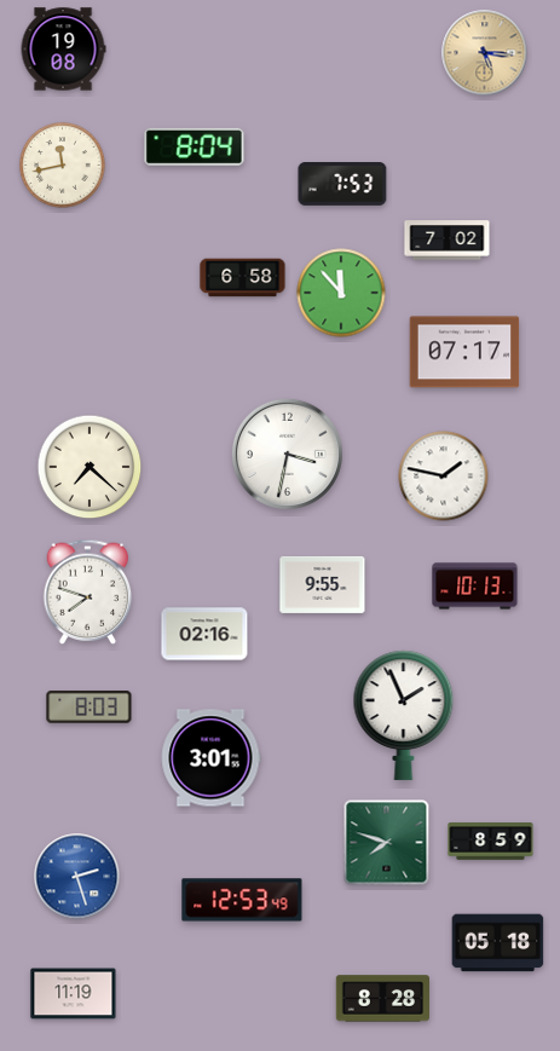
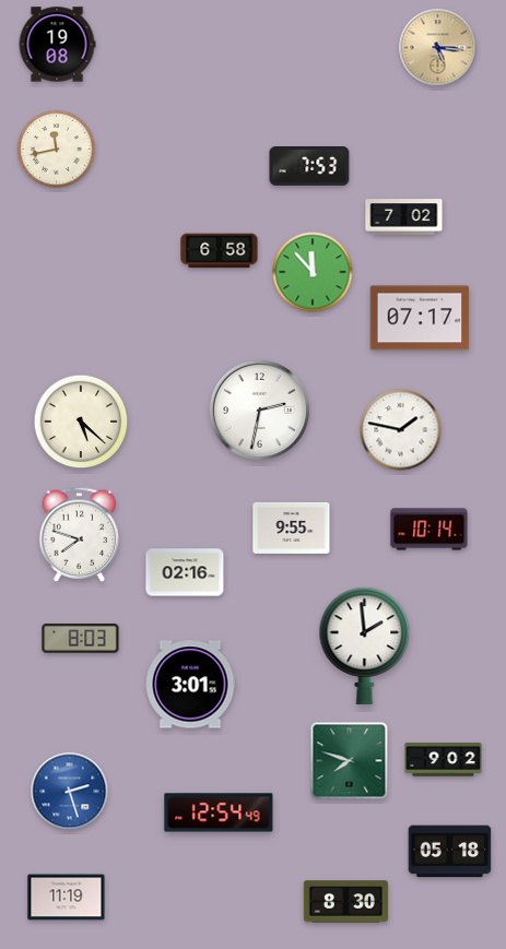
clock at (195, 146): 8:04 -> none
clock at (341, 293) position: (341, 293) -> (313, 272)
clock at (287, 454): 3:32 -> 2:32
clock at (90, 467): 7:22 -> 5:22
clock at (475, 587): 10:13 -> 10:14
clock at (404, 715): 1:56 -> 1:59
clock at (491, 842): 8:59 -> 9:02
clock at (242, 900): 12:53 -> 12:54
clock at (382, 999): 8:28 -> 8:30
